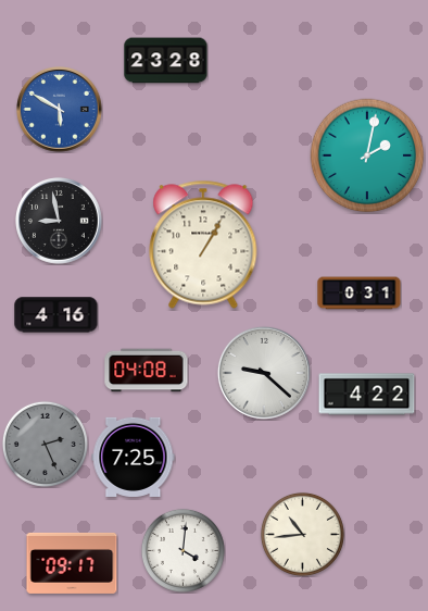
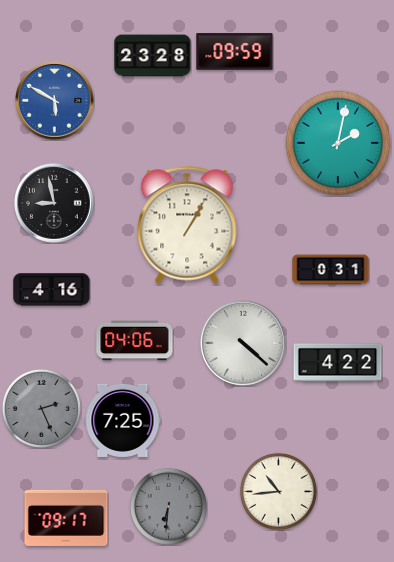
clock at (235, 52): none -> 09:59
clock at (147, 371): 04:08 -> 04:06
clock at (264, 373): 9:22 -> 4:22
clock at (182, 550): 4:01 -> 6:31
clock at (182, 550) dial: white -> grey
